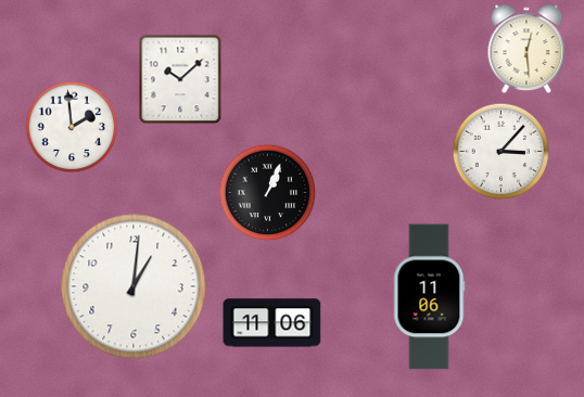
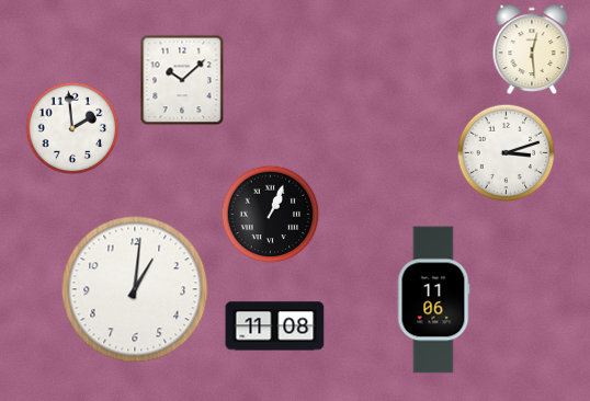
clock at (502, 152): 3:07 -> 3:12
clock at (268, 193) position: (268, 193) -> (271, 215)
clock at (272, 323): 11:06 -> 11:08
